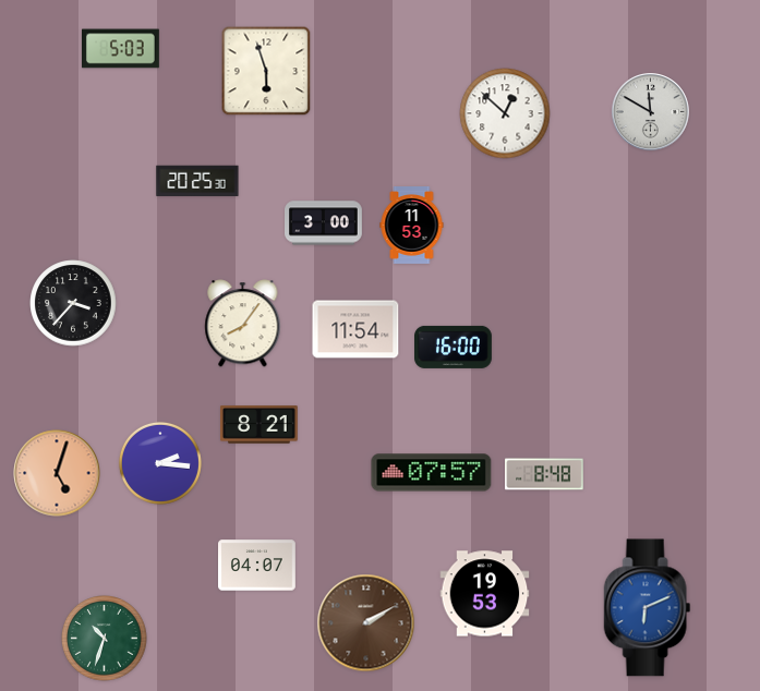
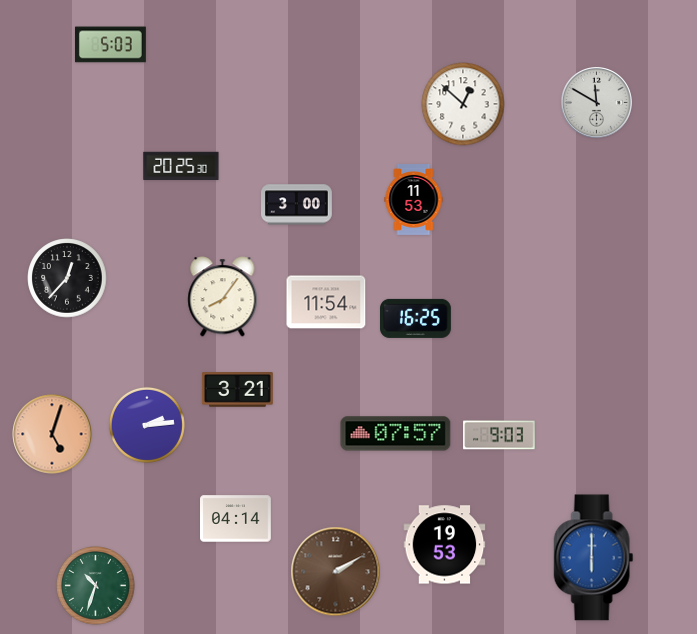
clock at (266, 71): 5:57 -> none
clock at (412, 226) position: (412, 226) -> (414, 200)
clock at (73, 303): 3:37 -> 12:37
clock at (454, 347): 16:00 -> 16:25
clock at (258, 425): 8:21 -> 3:21
clock at (160, 463): 2:16 -> 2:14
clock at (544, 474): 8:48 -> 9:03
clock at (257, 566): 04:07 -> 04:14
clock at (648, 608): 6:11 -> 6:00
